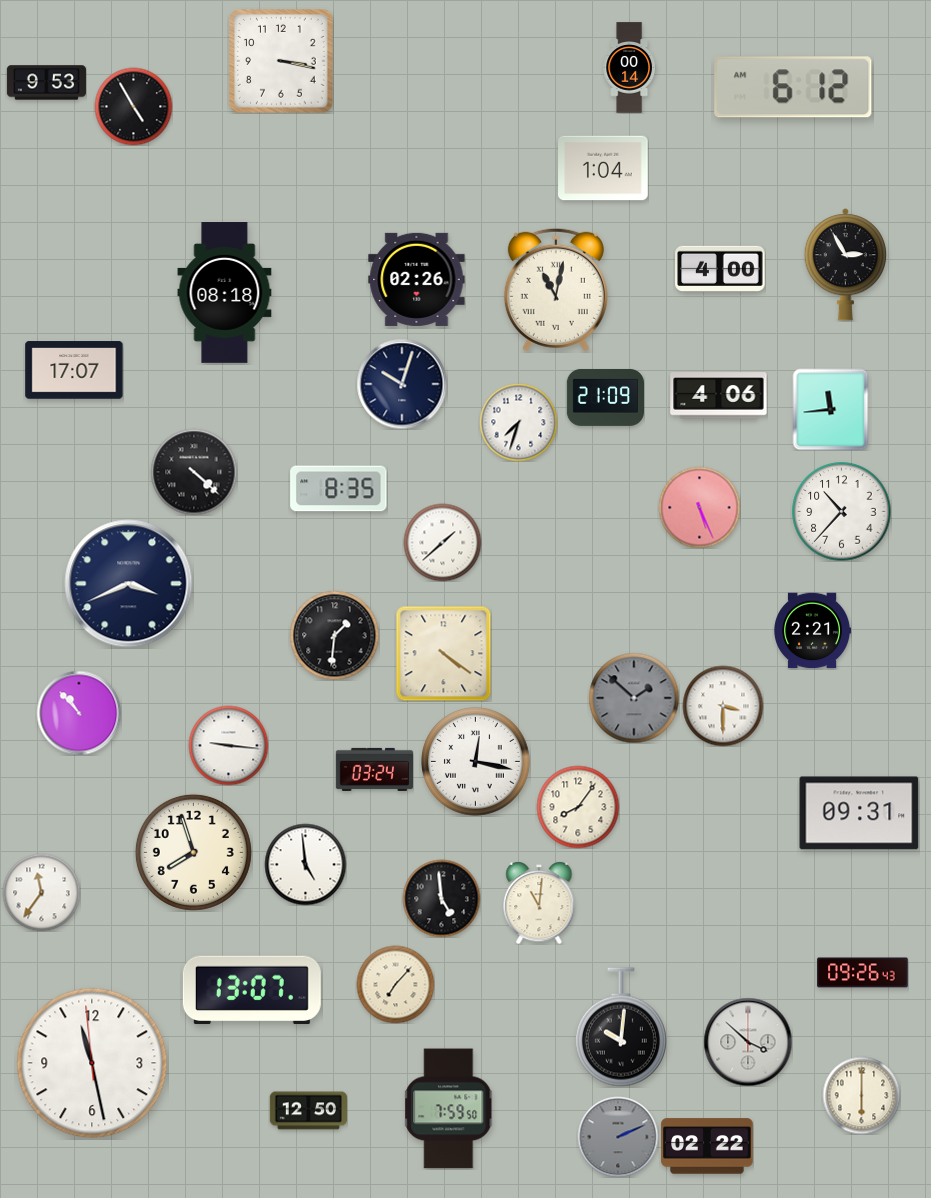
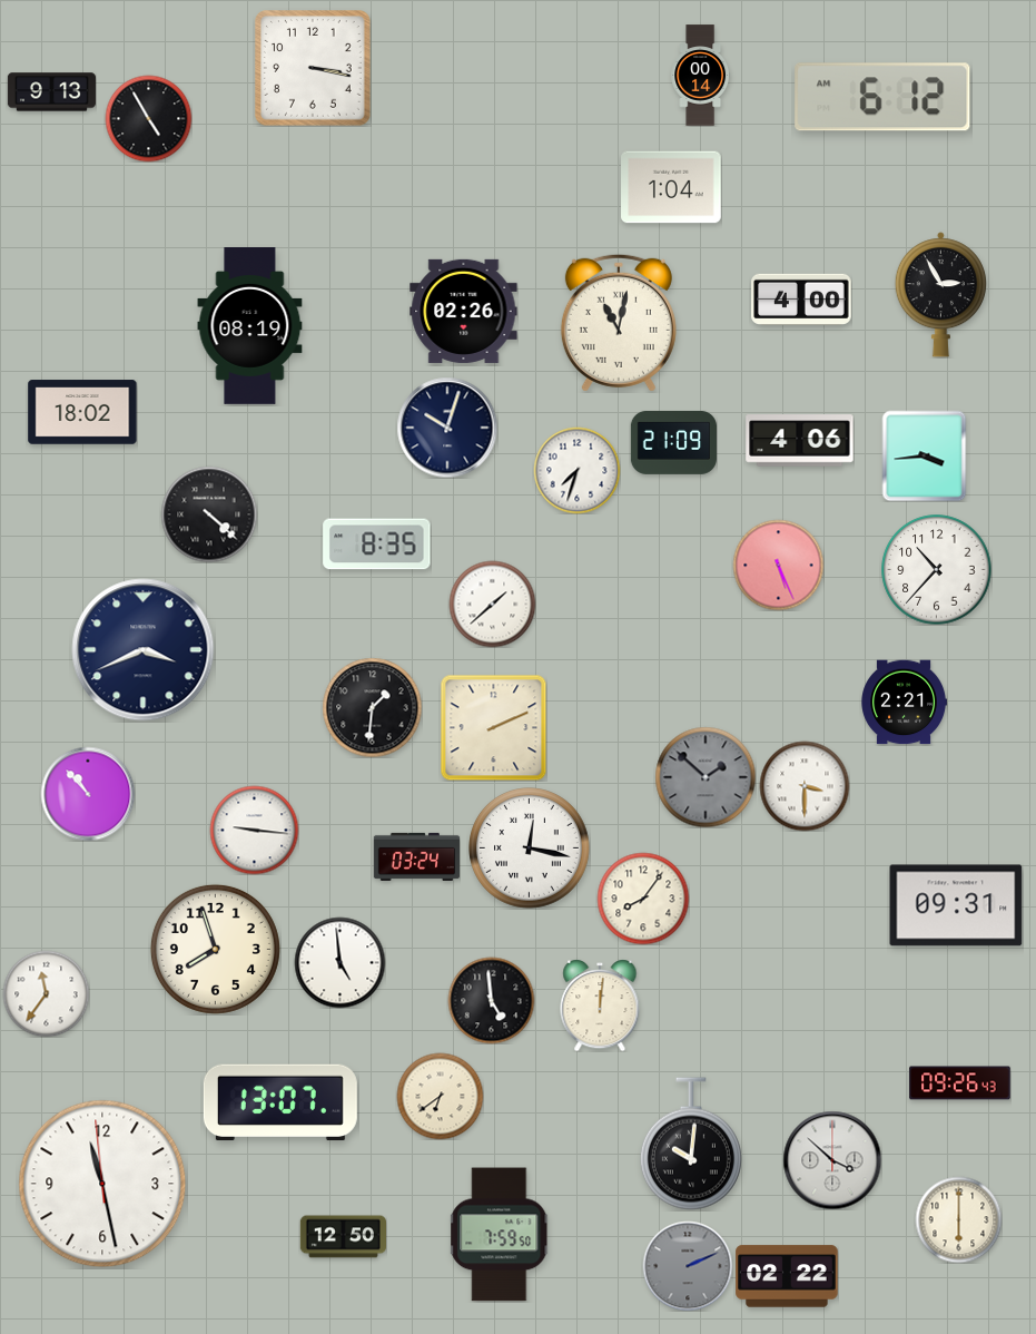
clock at (46, 83): 9:53 -> 9:13
clock at (225, 293): 08:18 -> 08:19
clock at (74, 370): 17:07 -> 18:02
clock at (831, 409): 11:44 -> 3:44
clock at (194, 472) position: (194, 472) -> (209, 514)
clock at (443, 653): 4:21 -> 2:11
clock at (539, 903): 11:01 -> 12:01
clock at (395, 984): 7:07 -> 6:39
